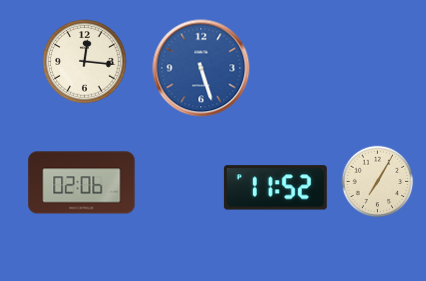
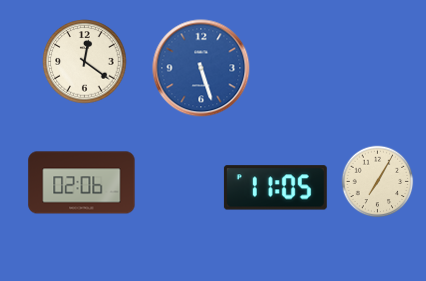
clock at (85, 62): 12:16 -> 12:21
clock at (275, 188): 11:52 -> 11:05
